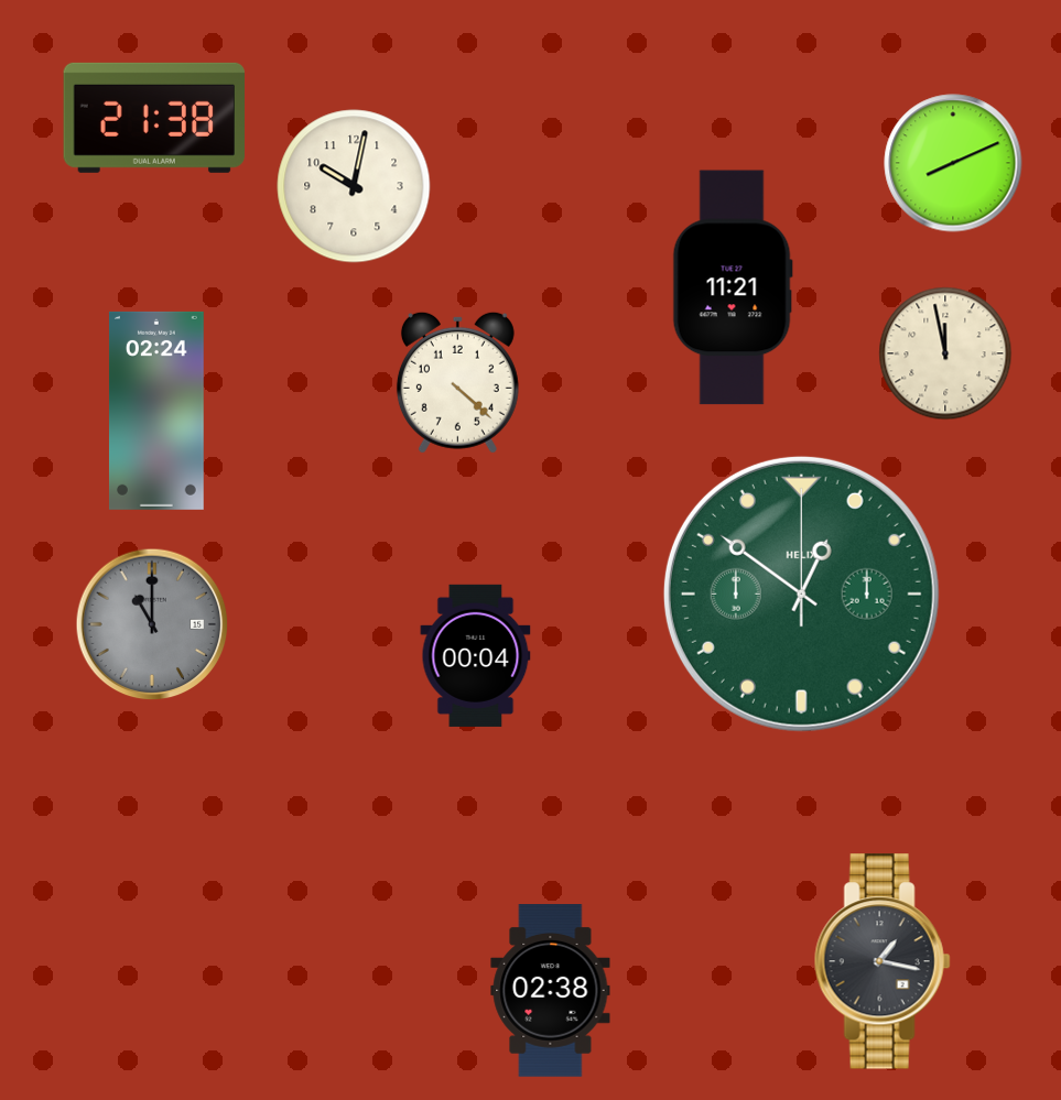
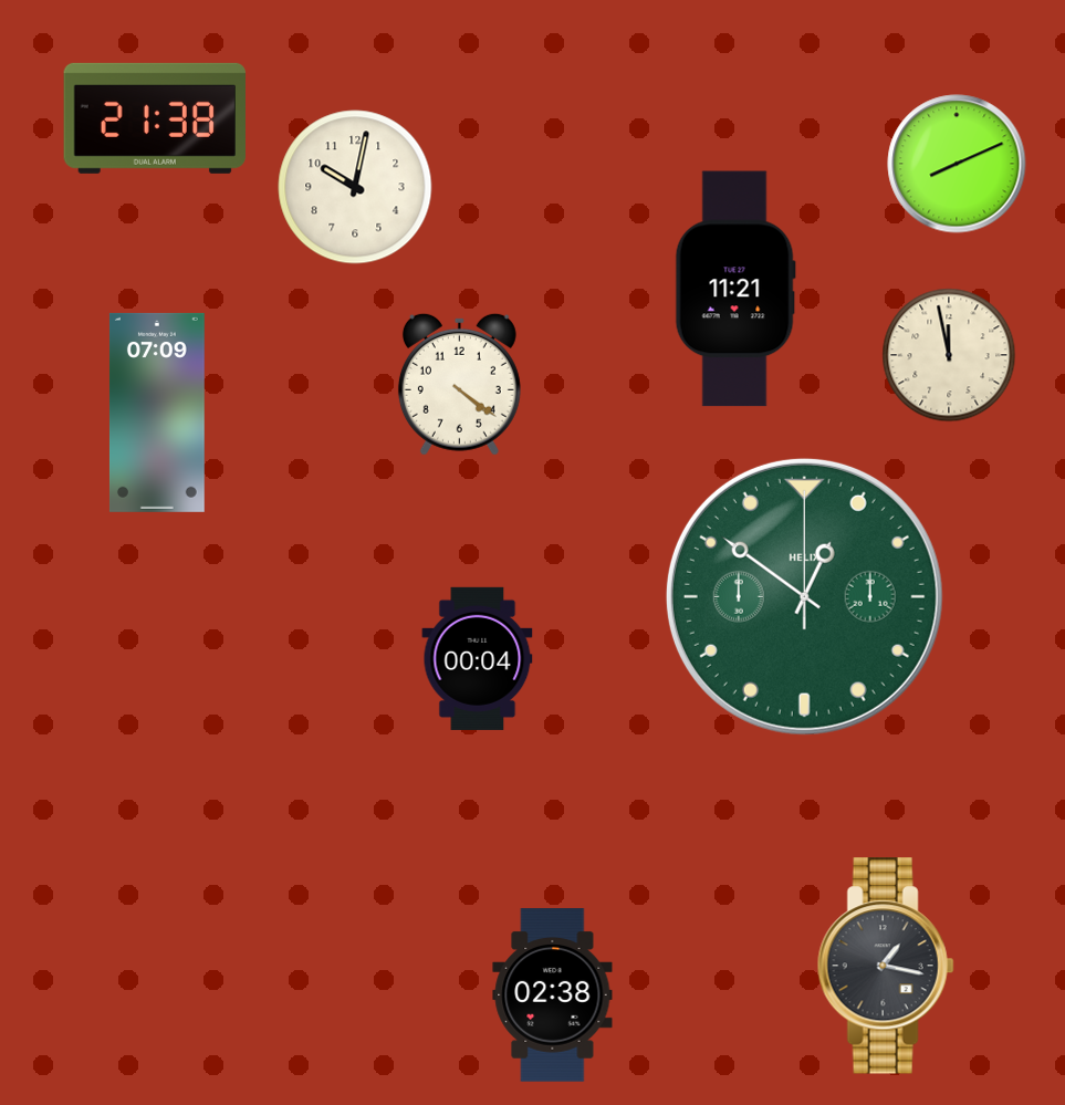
clock at (457, 382): 4:22 -> 4:21
clock at (156, 411): 02:24 -> 07:09
clock at (152, 624): 11:00 -> none
